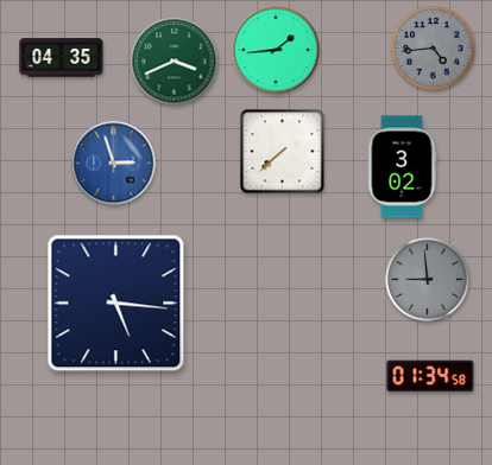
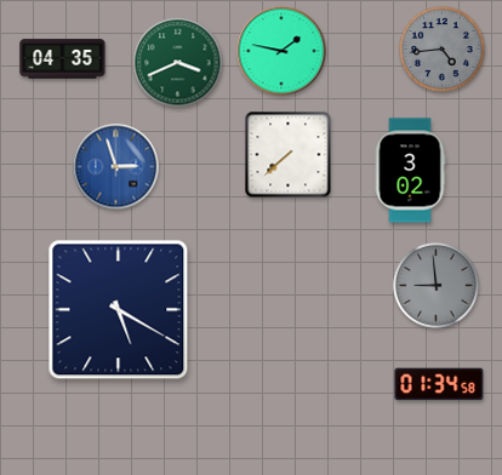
clock at (276, 50): 1:44 -> 1:47
clock at (116, 304): 5:16 -> 5:20
